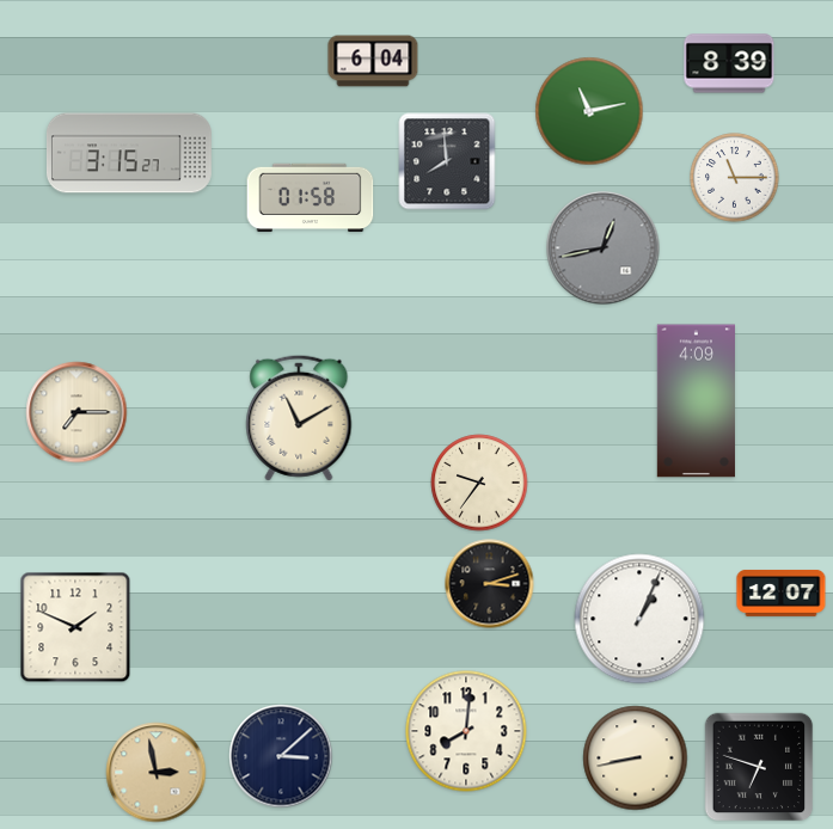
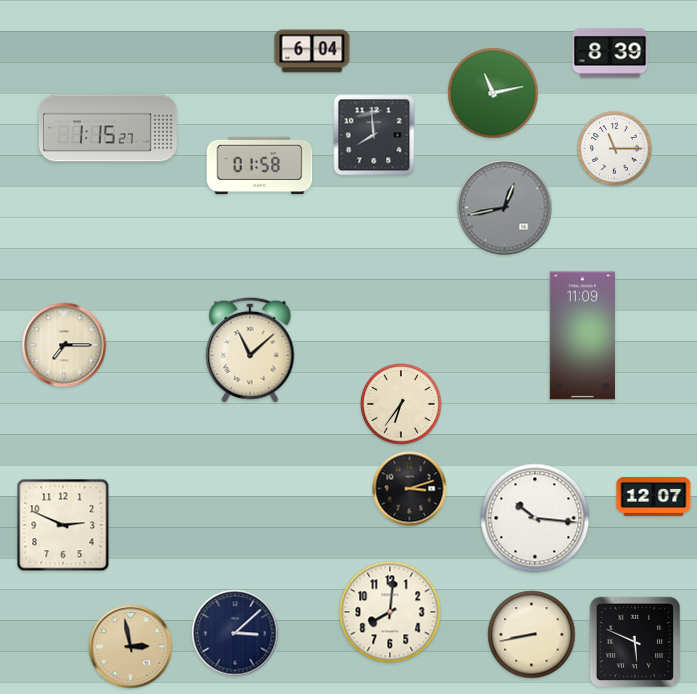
clock at (129, 153): 3:15 -> 1:15
clock at (696, 401): 4:09 -> 11:09
clock at (299, 418): 11:10 -> 11:08
clock at (479, 483): 9:36 -> 6:36
clock at (639, 619): 1:04 -> 10:16
clock at (75, 627): 1:49 -> 2:49
clock at (759, 767): 6:48 -> 5:49
